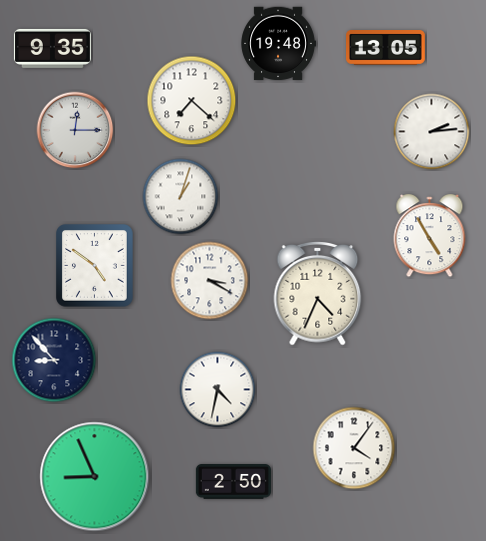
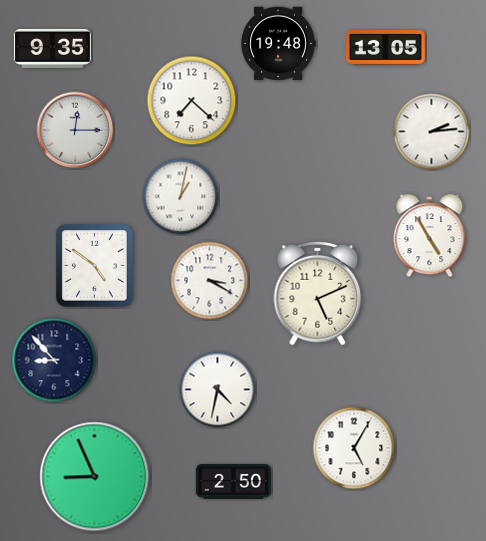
clock at (181, 197): 1:03 -> 1:02
clock at (318, 294): 4:34 -> 5:11
clock at (354, 448): 4:06 -> 5:05
